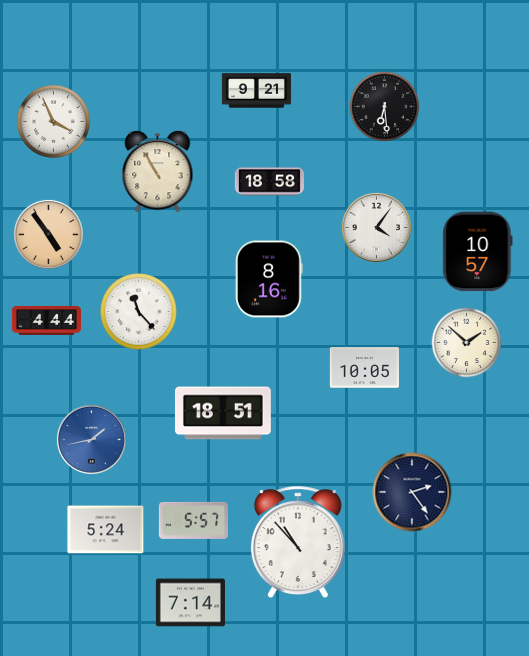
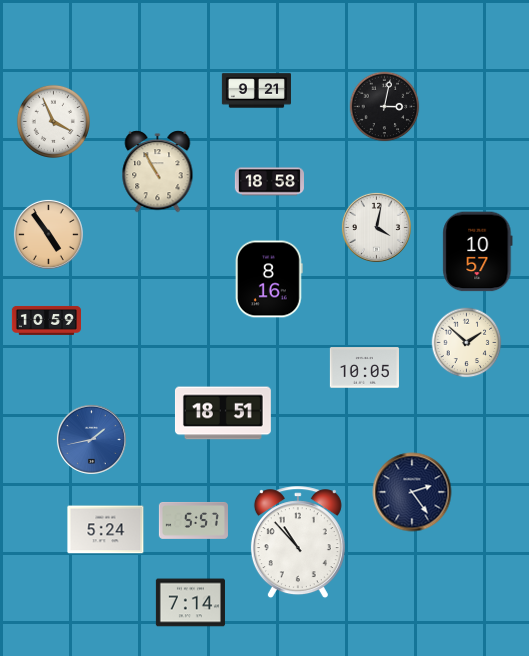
clock at (385, 107): 6:29 -> 3:02
clock at (376, 227): 4:06 -> 4:02
clock at (139, 312): 11:23 -> none
clock at (46, 320): 4:44 -> 10:59
